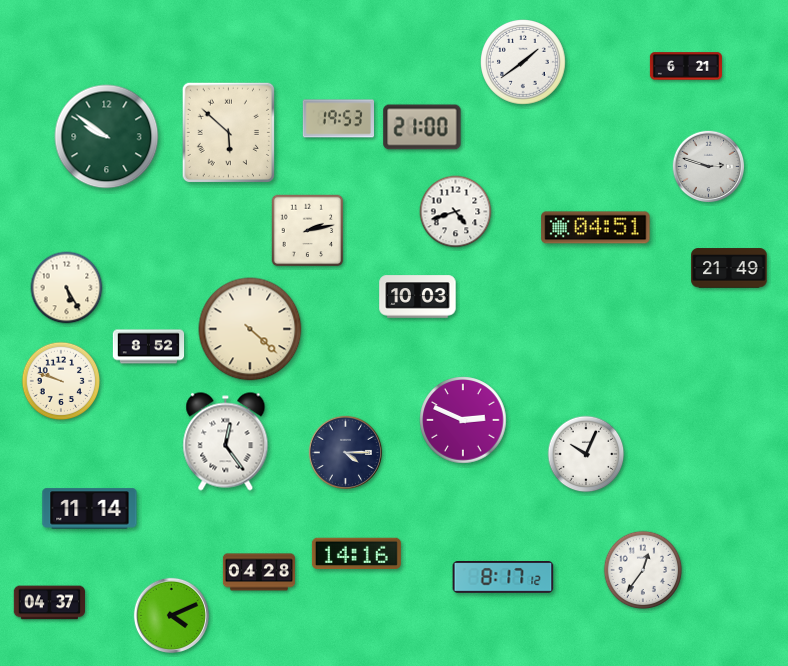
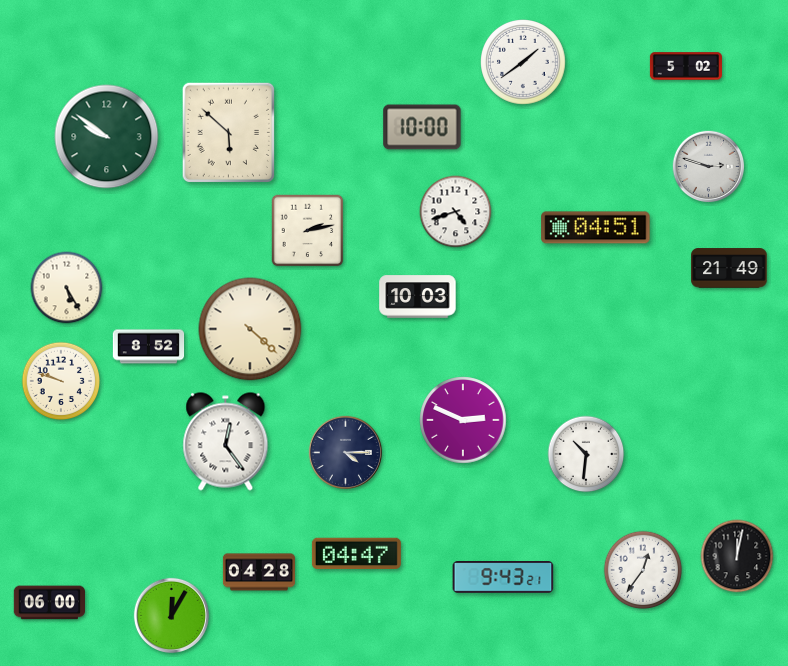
clock at (686, 66): 6:21 -> 5:02
clock at (338, 119): 19:53 -> none
clock at (422, 127): 21:00 -> 10:00
clock at (586, 454): 10:04 -> 10:31
clock at (90, 509): 11:14 -> none
clock at (356, 554): 14:16 -> 04:47
clock at (737, 556): none -> 12:02
clock at (503, 578): 8:17 -> 9:43
clock at (49, 603): 04:37 -> 06:00
clock at (171, 615): 4:11 -> 12:05
